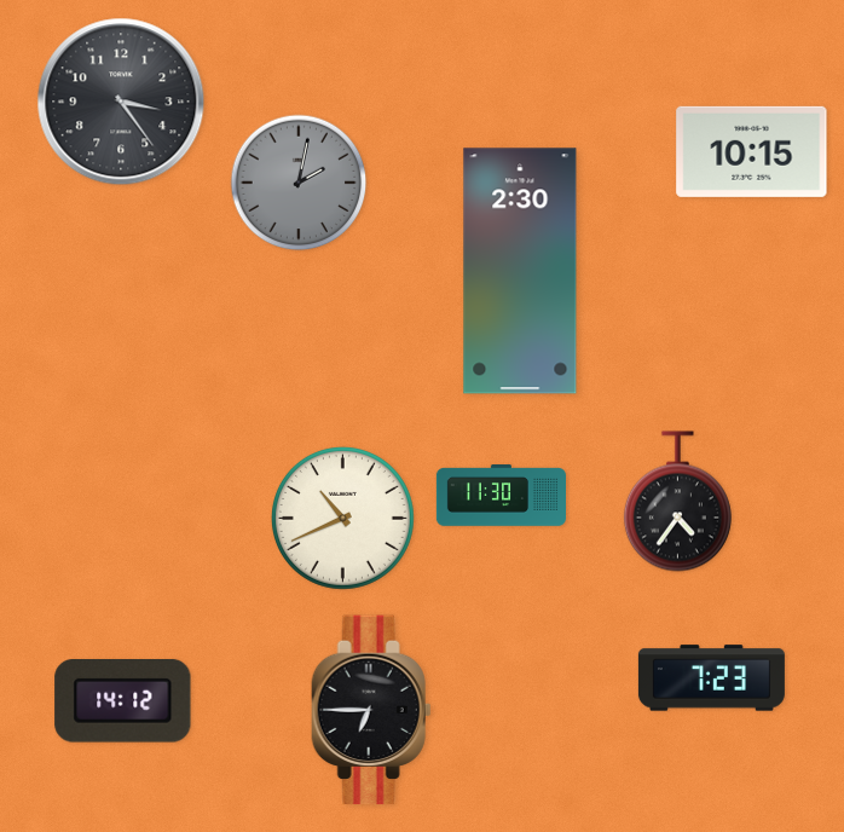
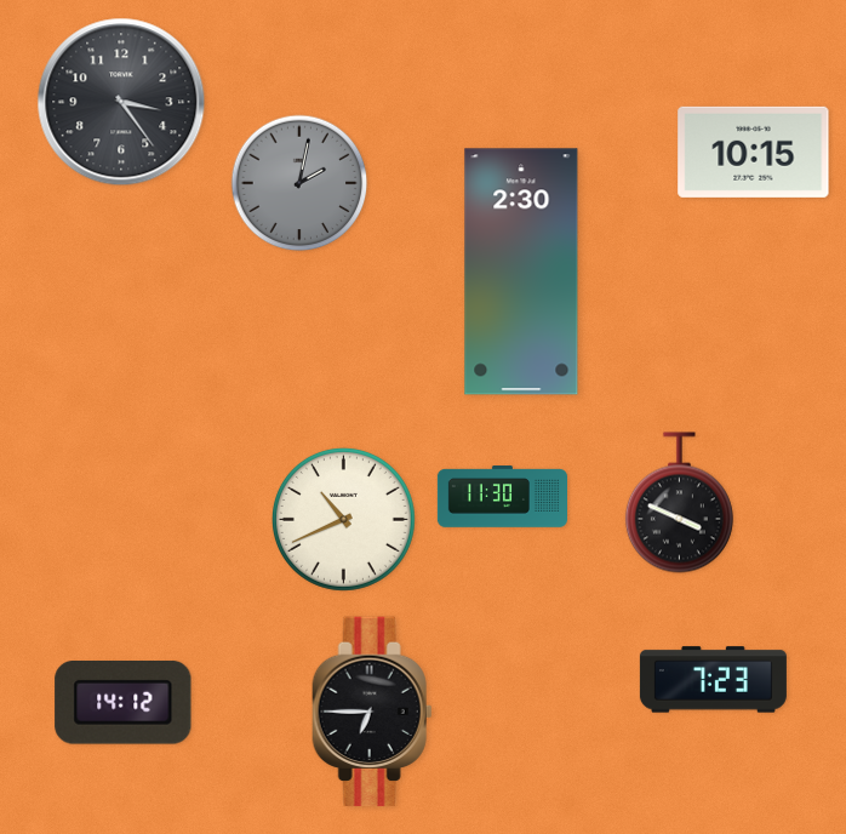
clock at (677, 502): 4:36 -> 3:49
